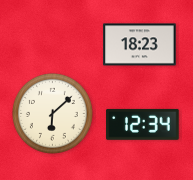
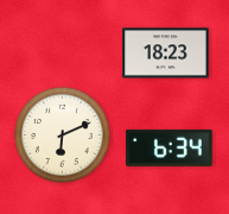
clock at (52, 113): 6:08 -> 6:11
clock at (143, 124): 12:34 -> 6:34
